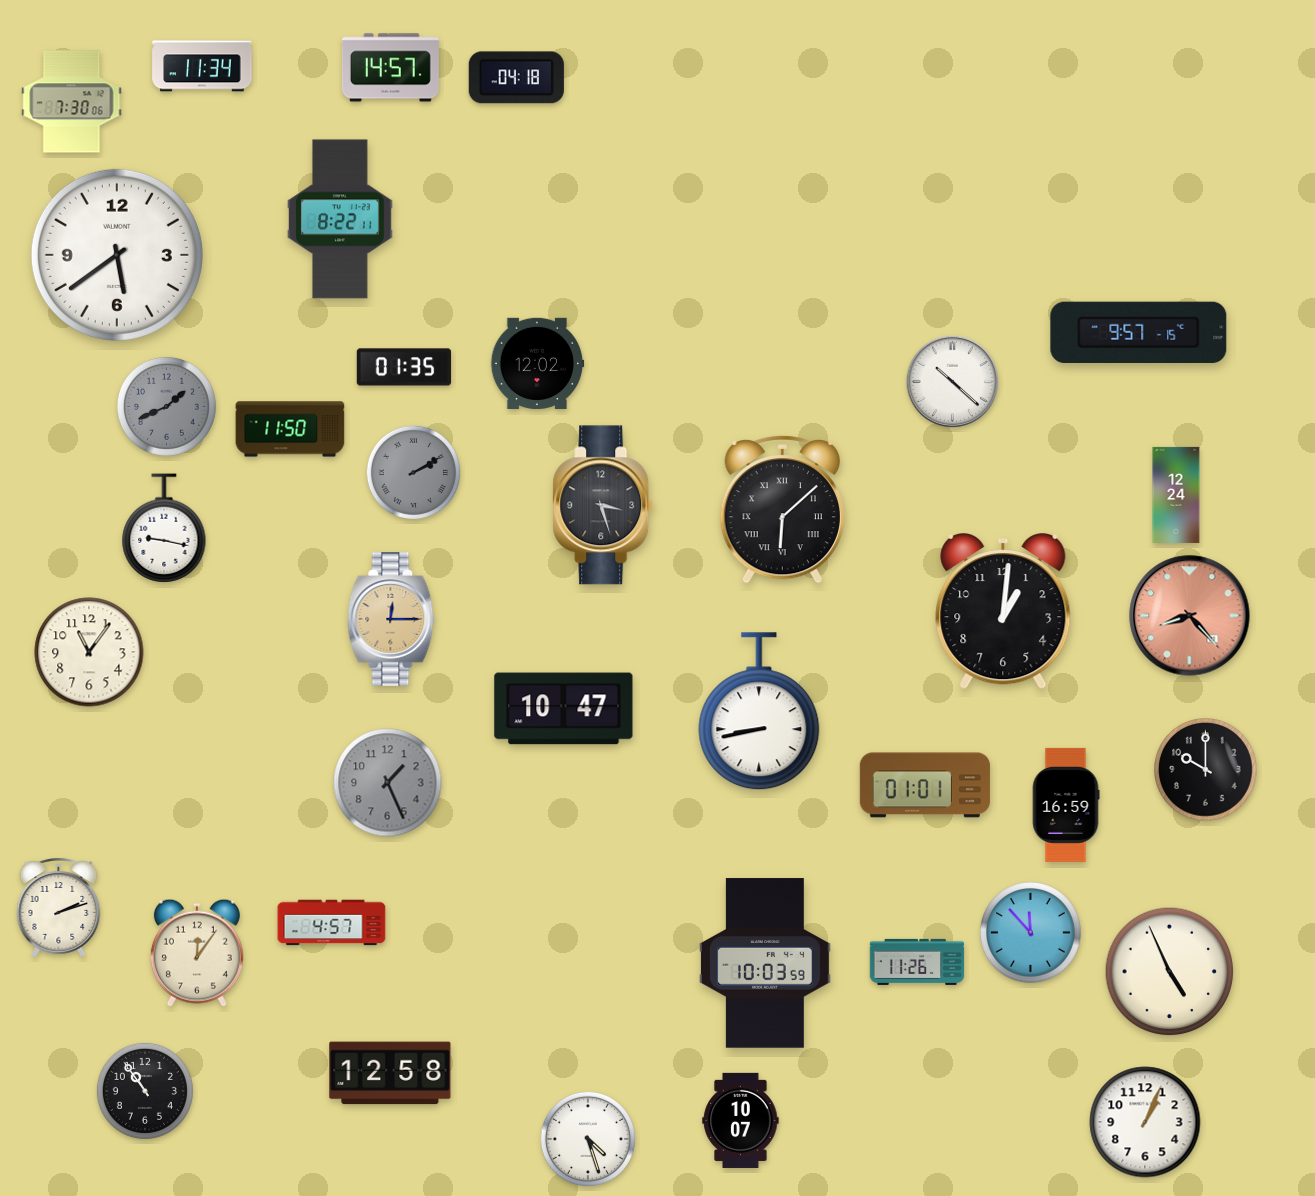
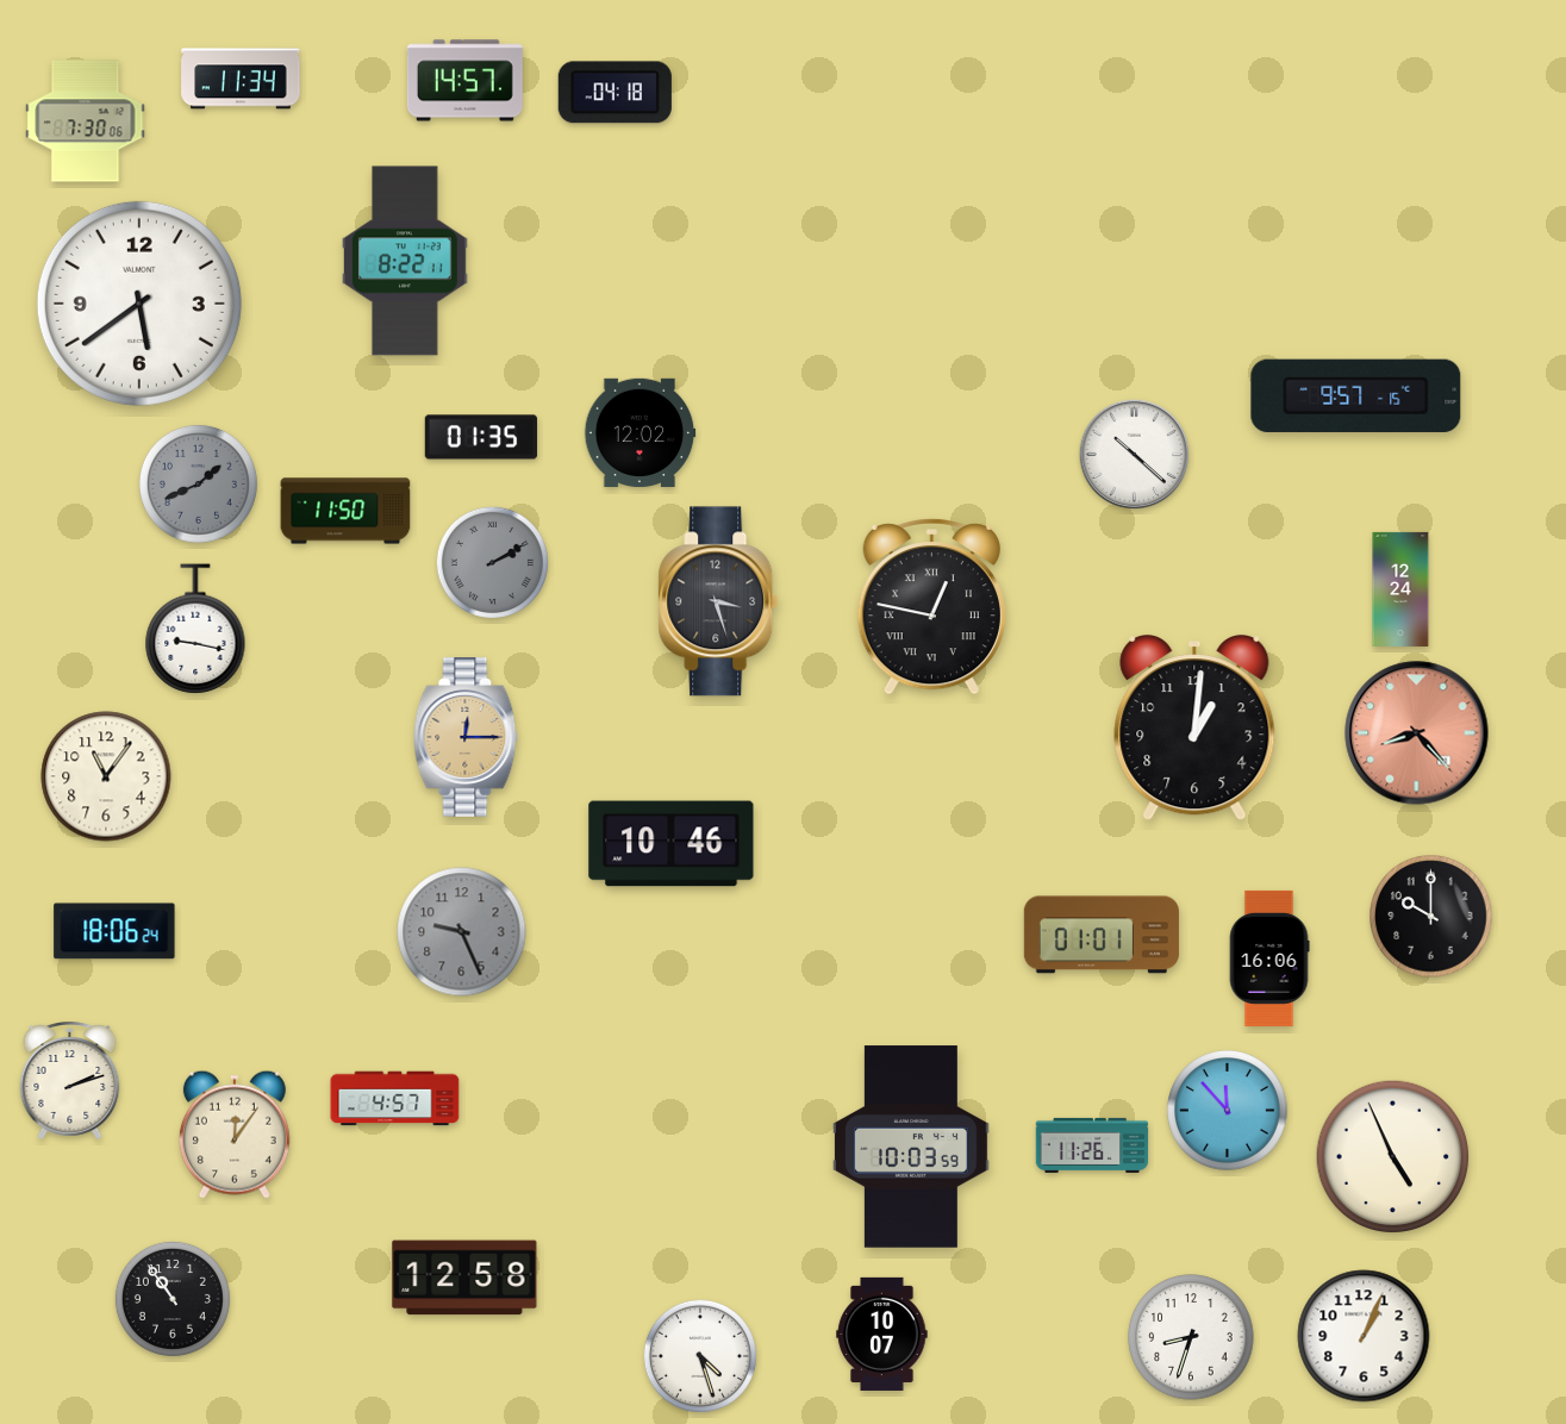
clock at (782, 509): 6:08 -> 12:47
clock at (564, 709): 10:47 -> 10:46
clock at (759, 712): 8:43 -> none
clock at (1206, 770) position: (1206, 770) -> (1431, 917)
clock at (114, 931): none -> 18:06
clock at (388, 783): 1:26 -> 9:26
clock at (1066, 805): 16:59 -> 16:06
clock at (1191, 1337): none -> 8:33
